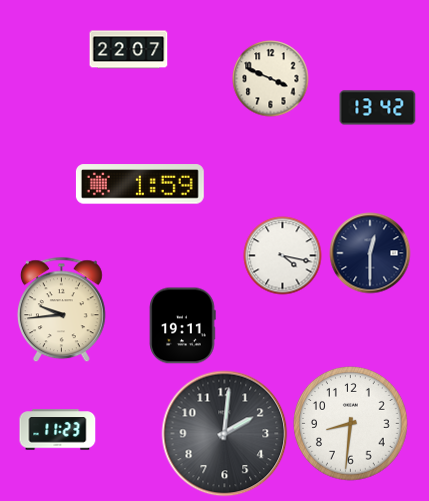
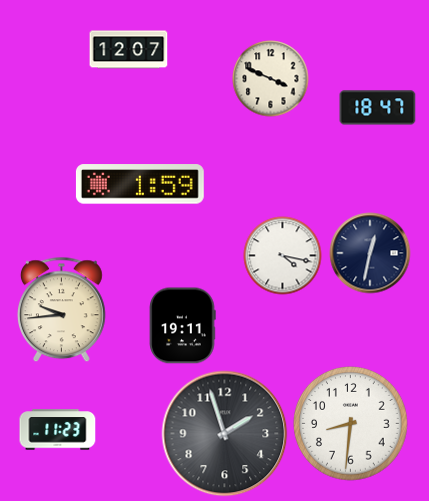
clock at (129, 50): 22:07 -> 12:07
clock at (378, 108): 13:42 -> 18:47
clock at (370, 253): 12:30 -> 12:32
clock at (225, 434): 2:01 -> 1:57
